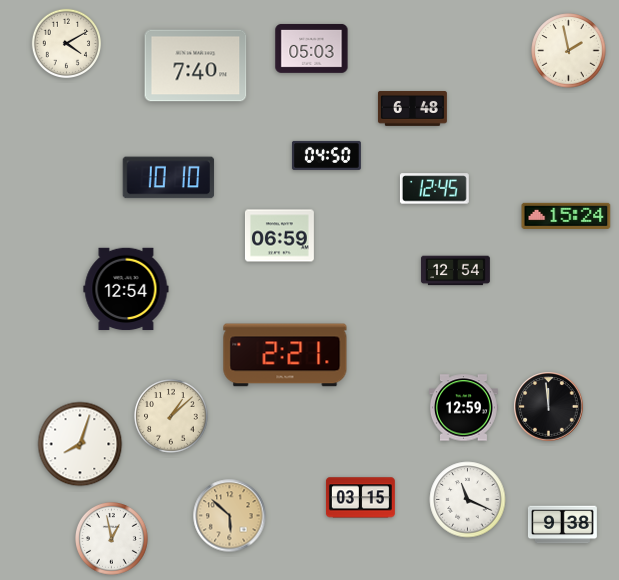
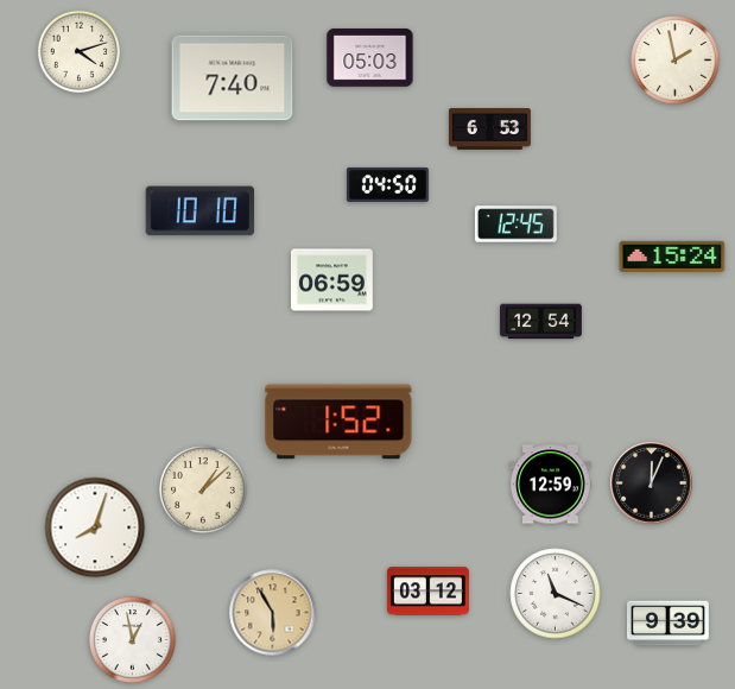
clock at (67, 44): 4:10 -> 4:12
clock at (412, 109): 6:48 -> 6:53
clock at (126, 289): 12:54 -> none
clock at (285, 355): 2:21 -> 1:52
clock at (549, 407): 11:59 -> 12:04
clock at (171, 416) position: (171, 416) -> (203, 489)
clock at (360, 498): 03:15 -> 03:12
clock at (230, 516): 5:52 -> 5:55
clock at (562, 525): 9:38 -> 9:39
